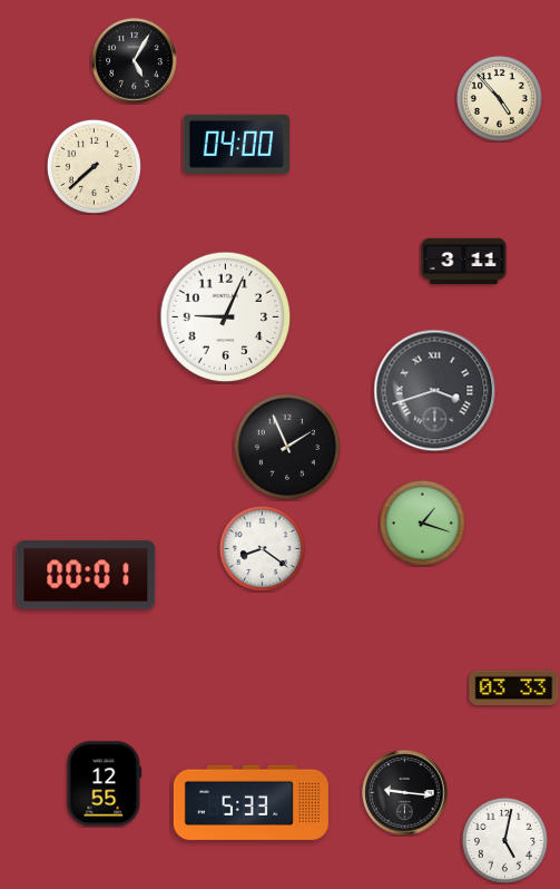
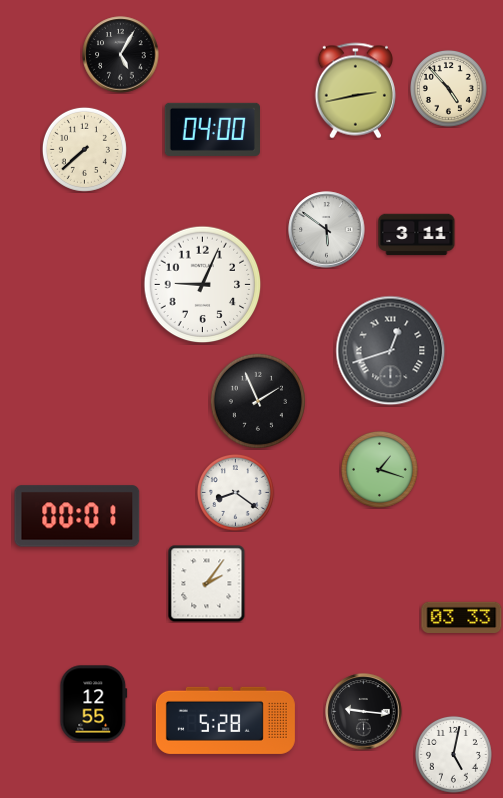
clock at (355, 91): none -> 2:43
clock at (327, 230): none -> 5:51
clock at (435, 391): 3:42 -> 12:42
clock at (206, 583): none -> 2:06
clock at (250, 802): 5:33 -> 5:28
